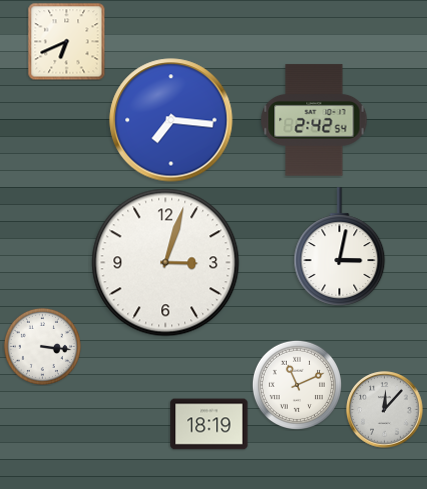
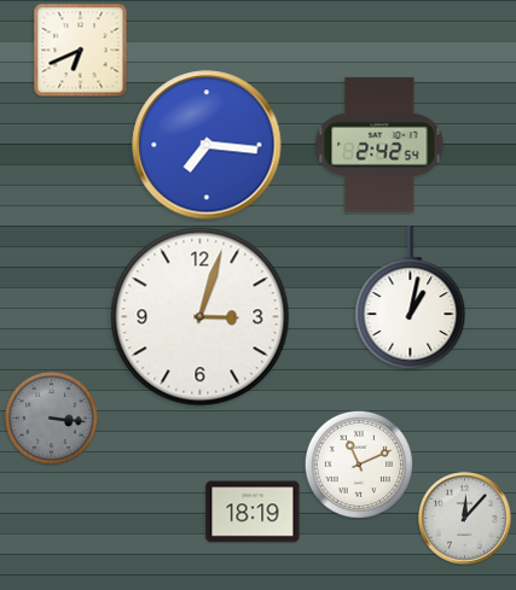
clock at (340, 247): 3:02 -> 1:02
clock at (42, 346) dial: white -> grey
clock at (385, 410) position: (385, 410) -> (465, 519)
